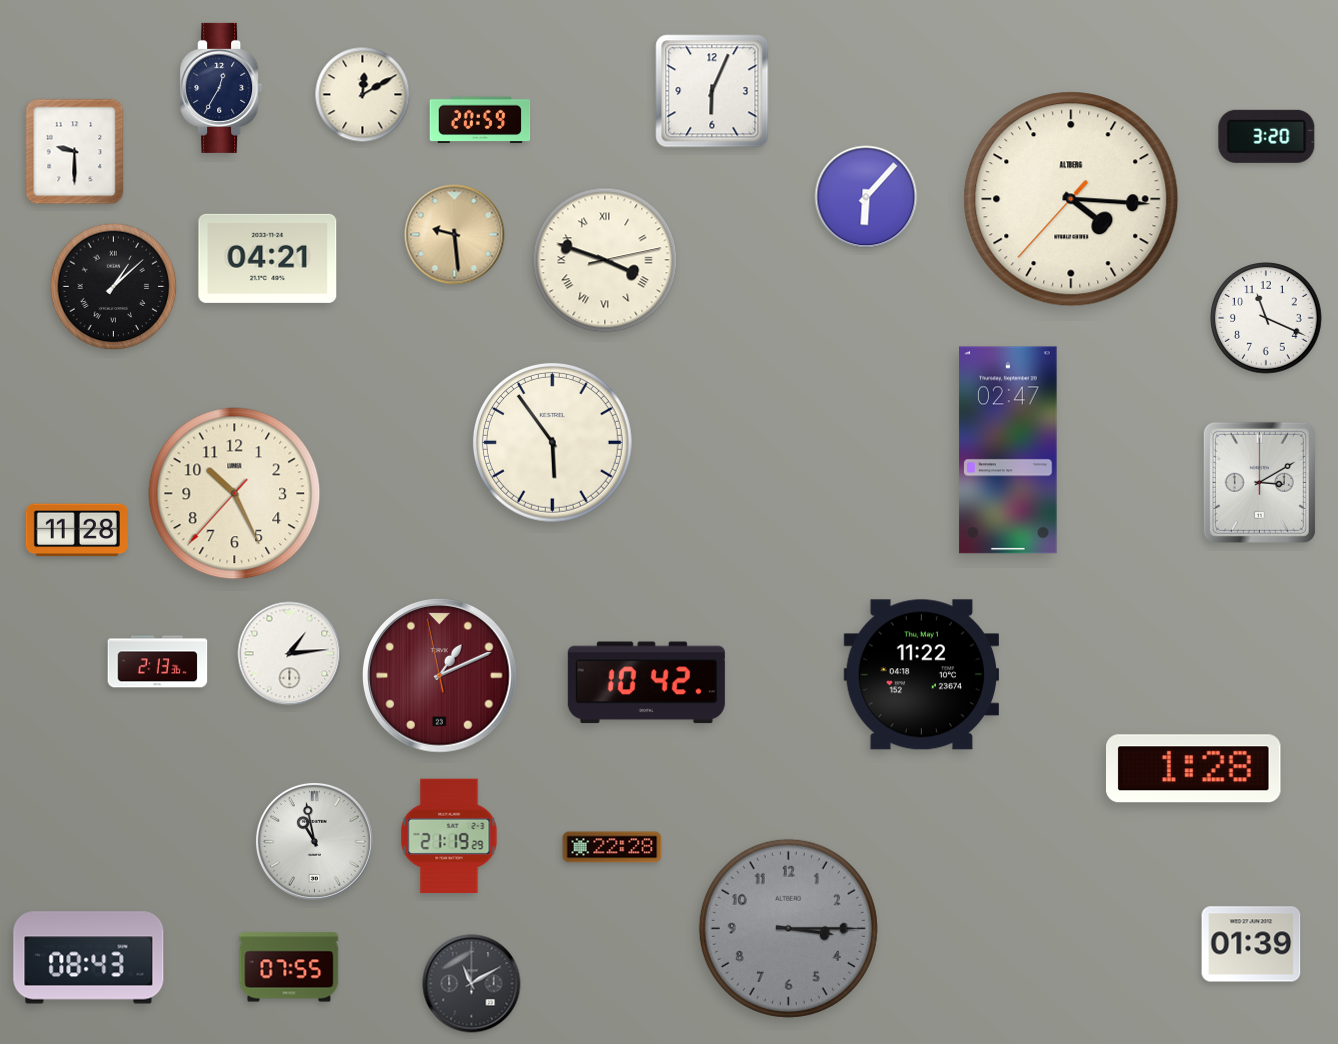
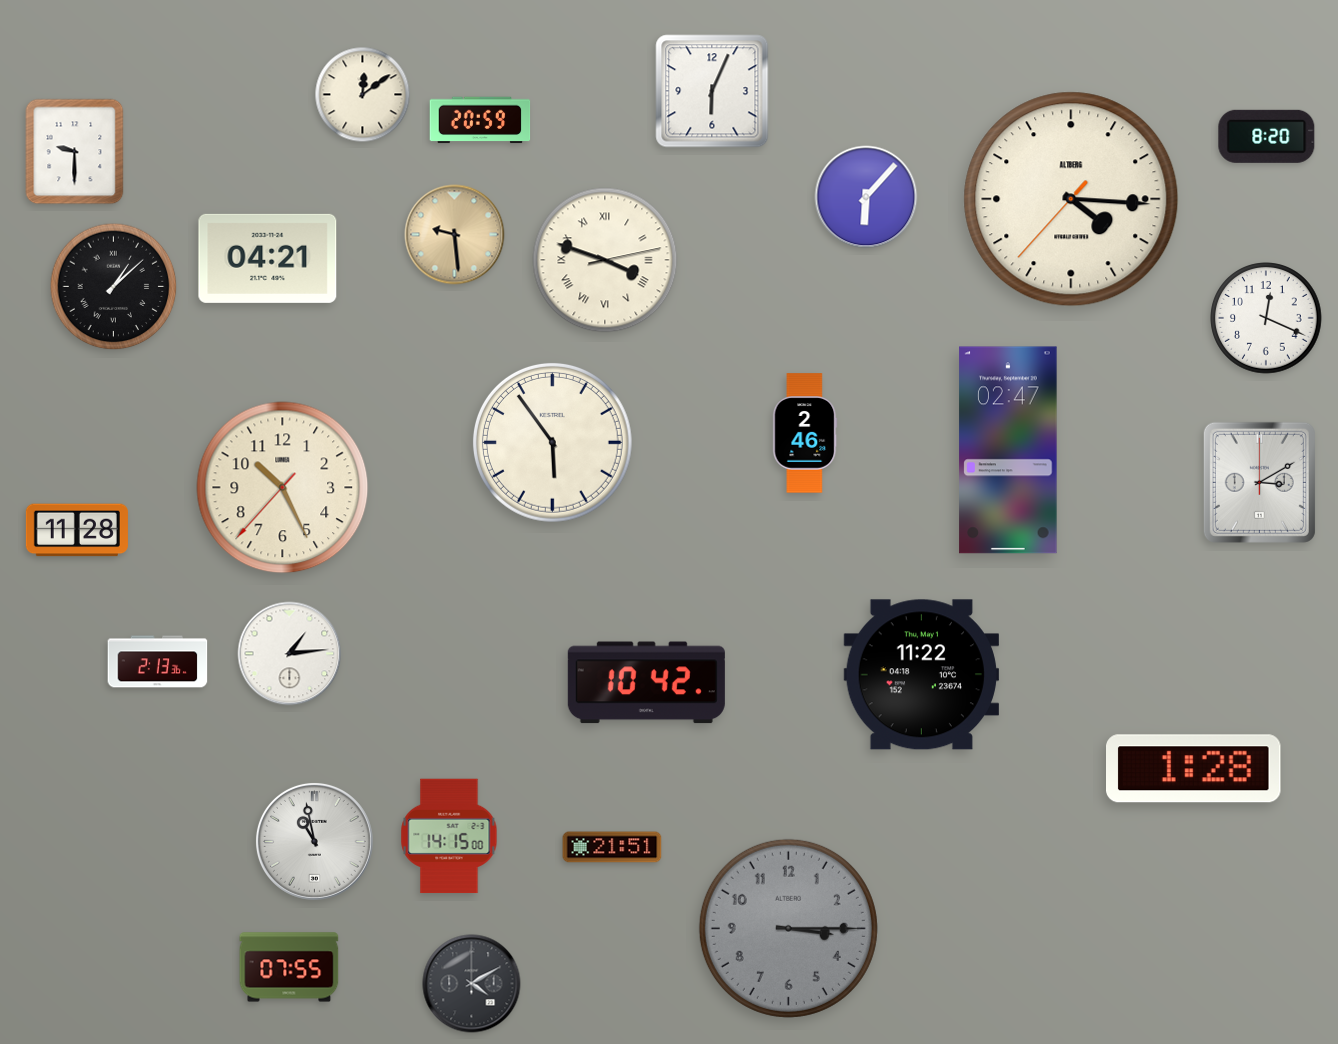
clock at (221, 88): 12:35 -> none
clock at (363, 95): 12:10 -> 12:09
clock at (1267, 136): 3:20 -> 8:20
clock at (1266, 318): 11:19 -> 12:19
clock at (805, 433): none -> 2:46
clock at (235, 494) position: (235, 494) -> (283, 488)
clock at (440, 676): 1:10 -> none
clock at (449, 836): 21:19 -> 14:15
clock at (612, 847): 22:28 -> 21:51
clock at (1251, 944): 01:39 -> none
clock at (89, 958): 08:43 -> none
clock at (472, 984): 11:10 -> 4:10
